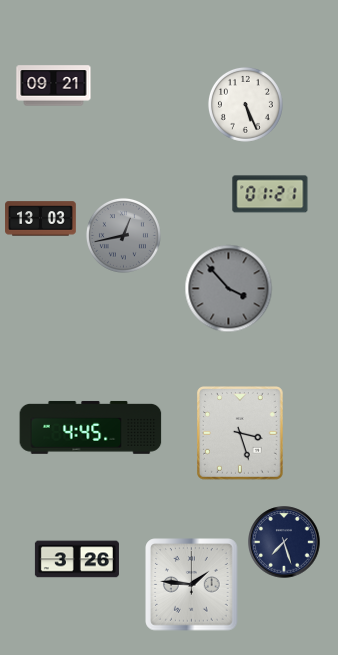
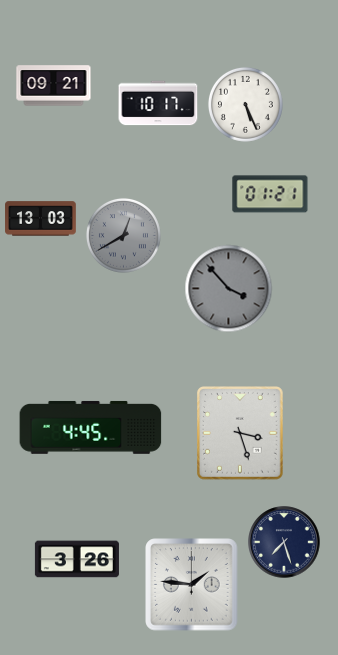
clock at (158, 103): none -> 10:17
clock at (123, 235): 12:43 -> 12:40
